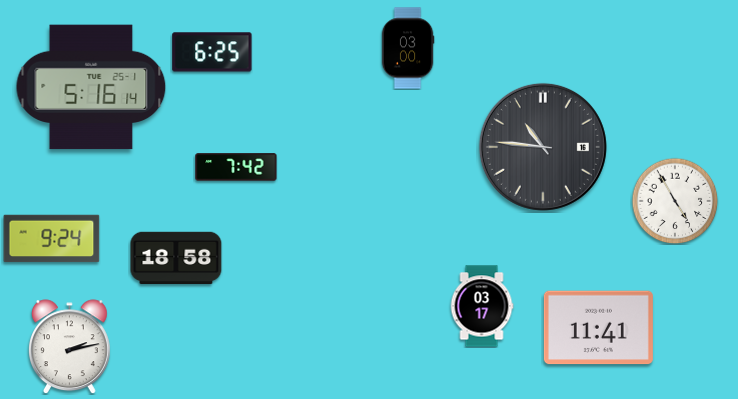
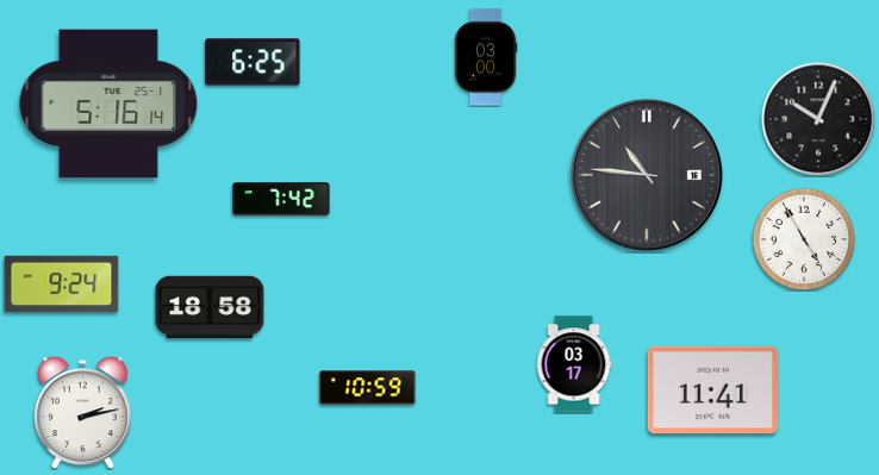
clock at (818, 119): none -> 10:04
clock at (368, 388): none -> 10:59
